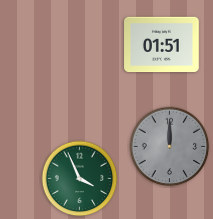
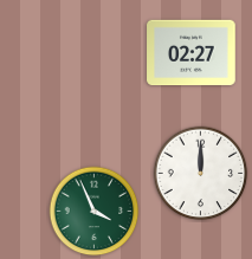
clock at (162, 45): 01:51 -> 02:27
clock at (170, 147) dial: grey -> white
